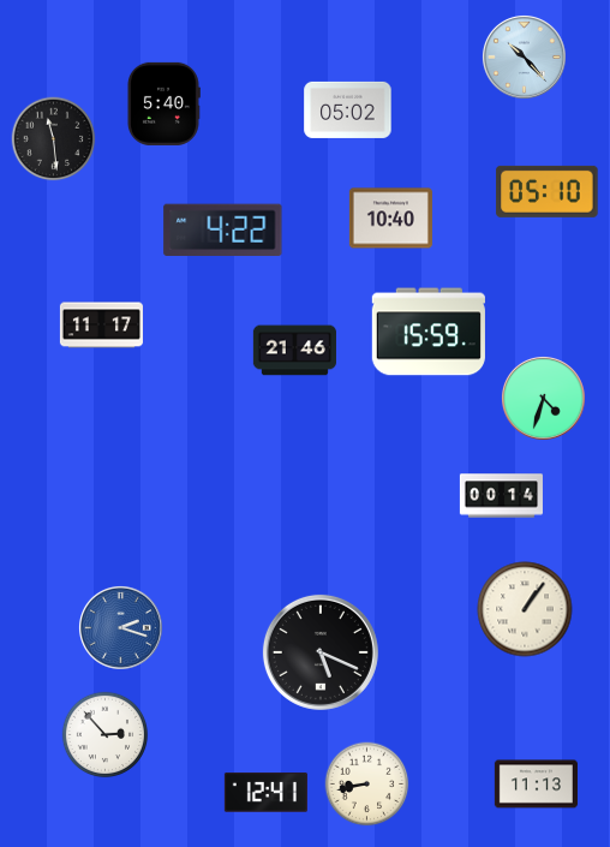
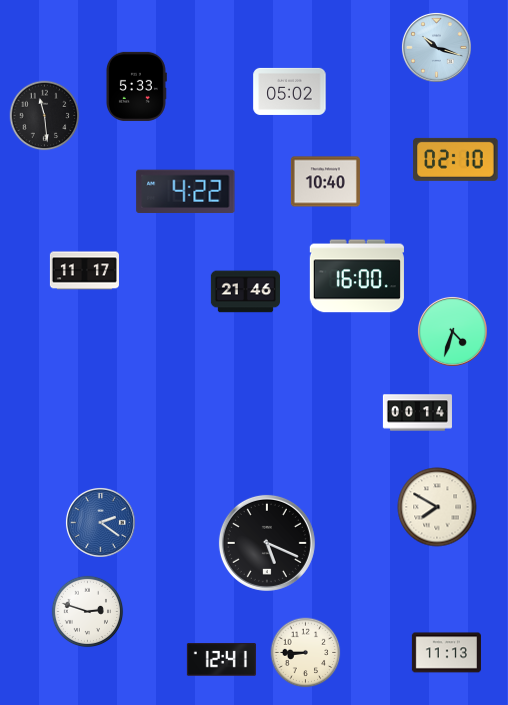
clock at (524, 56): 10:23 -> 10:18
clock at (163, 103): 5:40 -> 5:33
clock at (548, 191): 05:10 -> 02:10
clock at (429, 332): 15:59 -> 16:00
clock at (525, 609): 1:06 -> 7:50
clock at (120, 627): 2:18 -> 2:21
clock at (106, 735): 2:53 -> 2:48
clock at (367, 785): 8:43 -> 8:45
